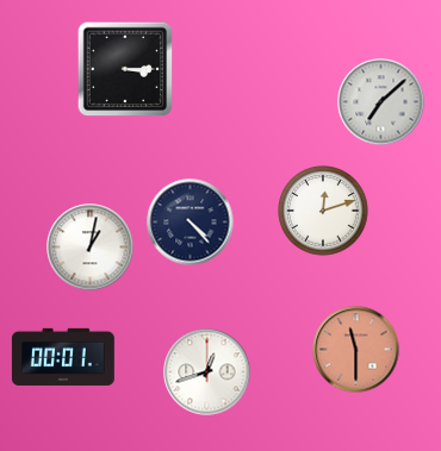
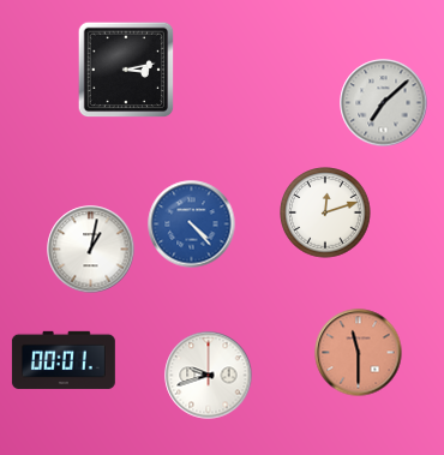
clock at (125, 69): 3:15 -> 3:13
clock at (191, 223) dial: navy -> blue
clock at (207, 372): 12:42 -> 9:42
